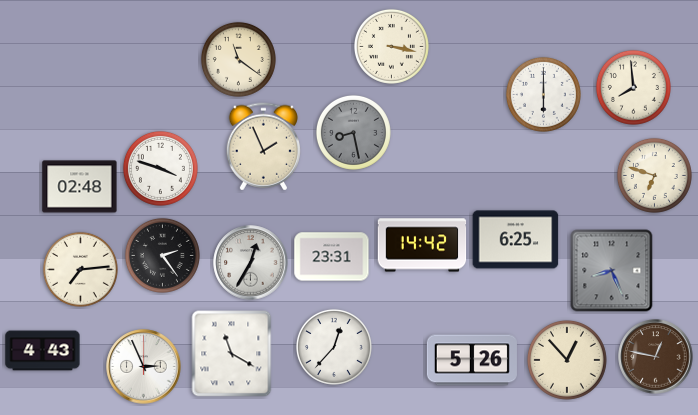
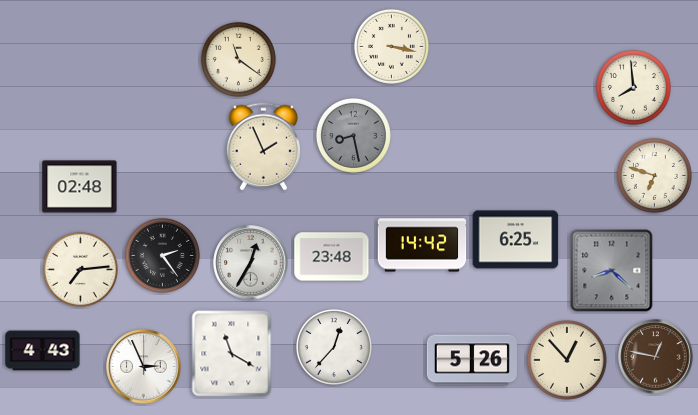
clock at (543, 94): 6:00 -> none
clock at (353, 132) position: (353, 132) -> (353, 135)
clock at (160, 168): 3:48 -> none
clock at (332, 257): 23:31 -> 23:48
clock at (612, 271): 8:26 -> 8:22
